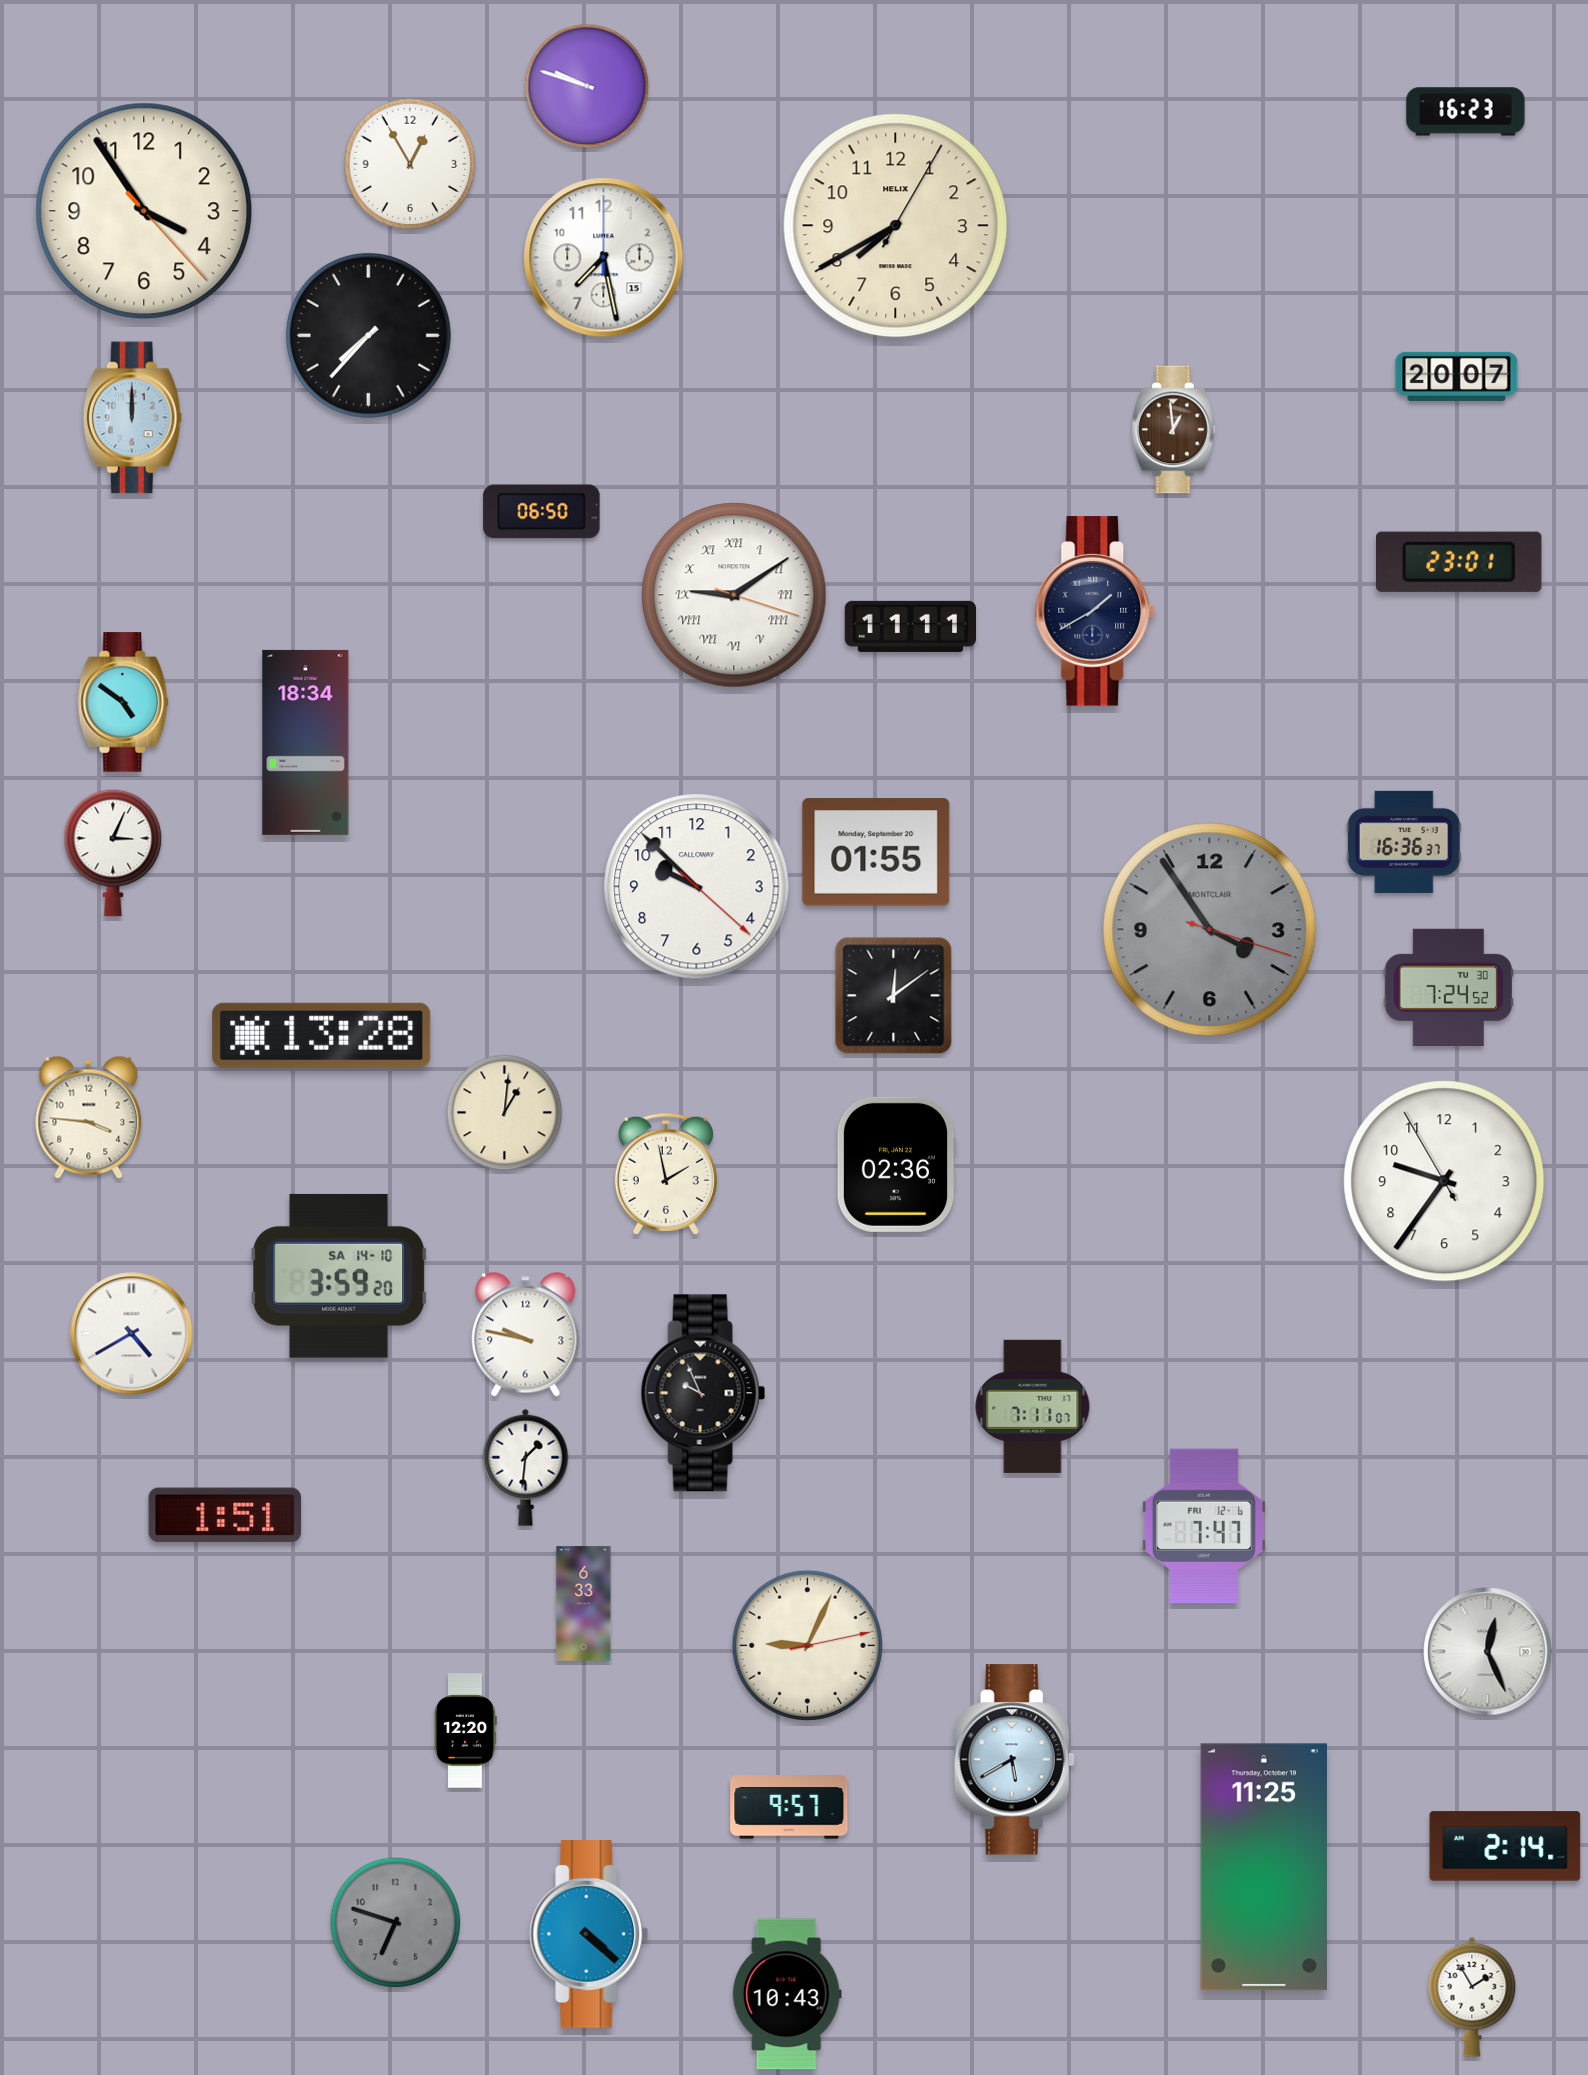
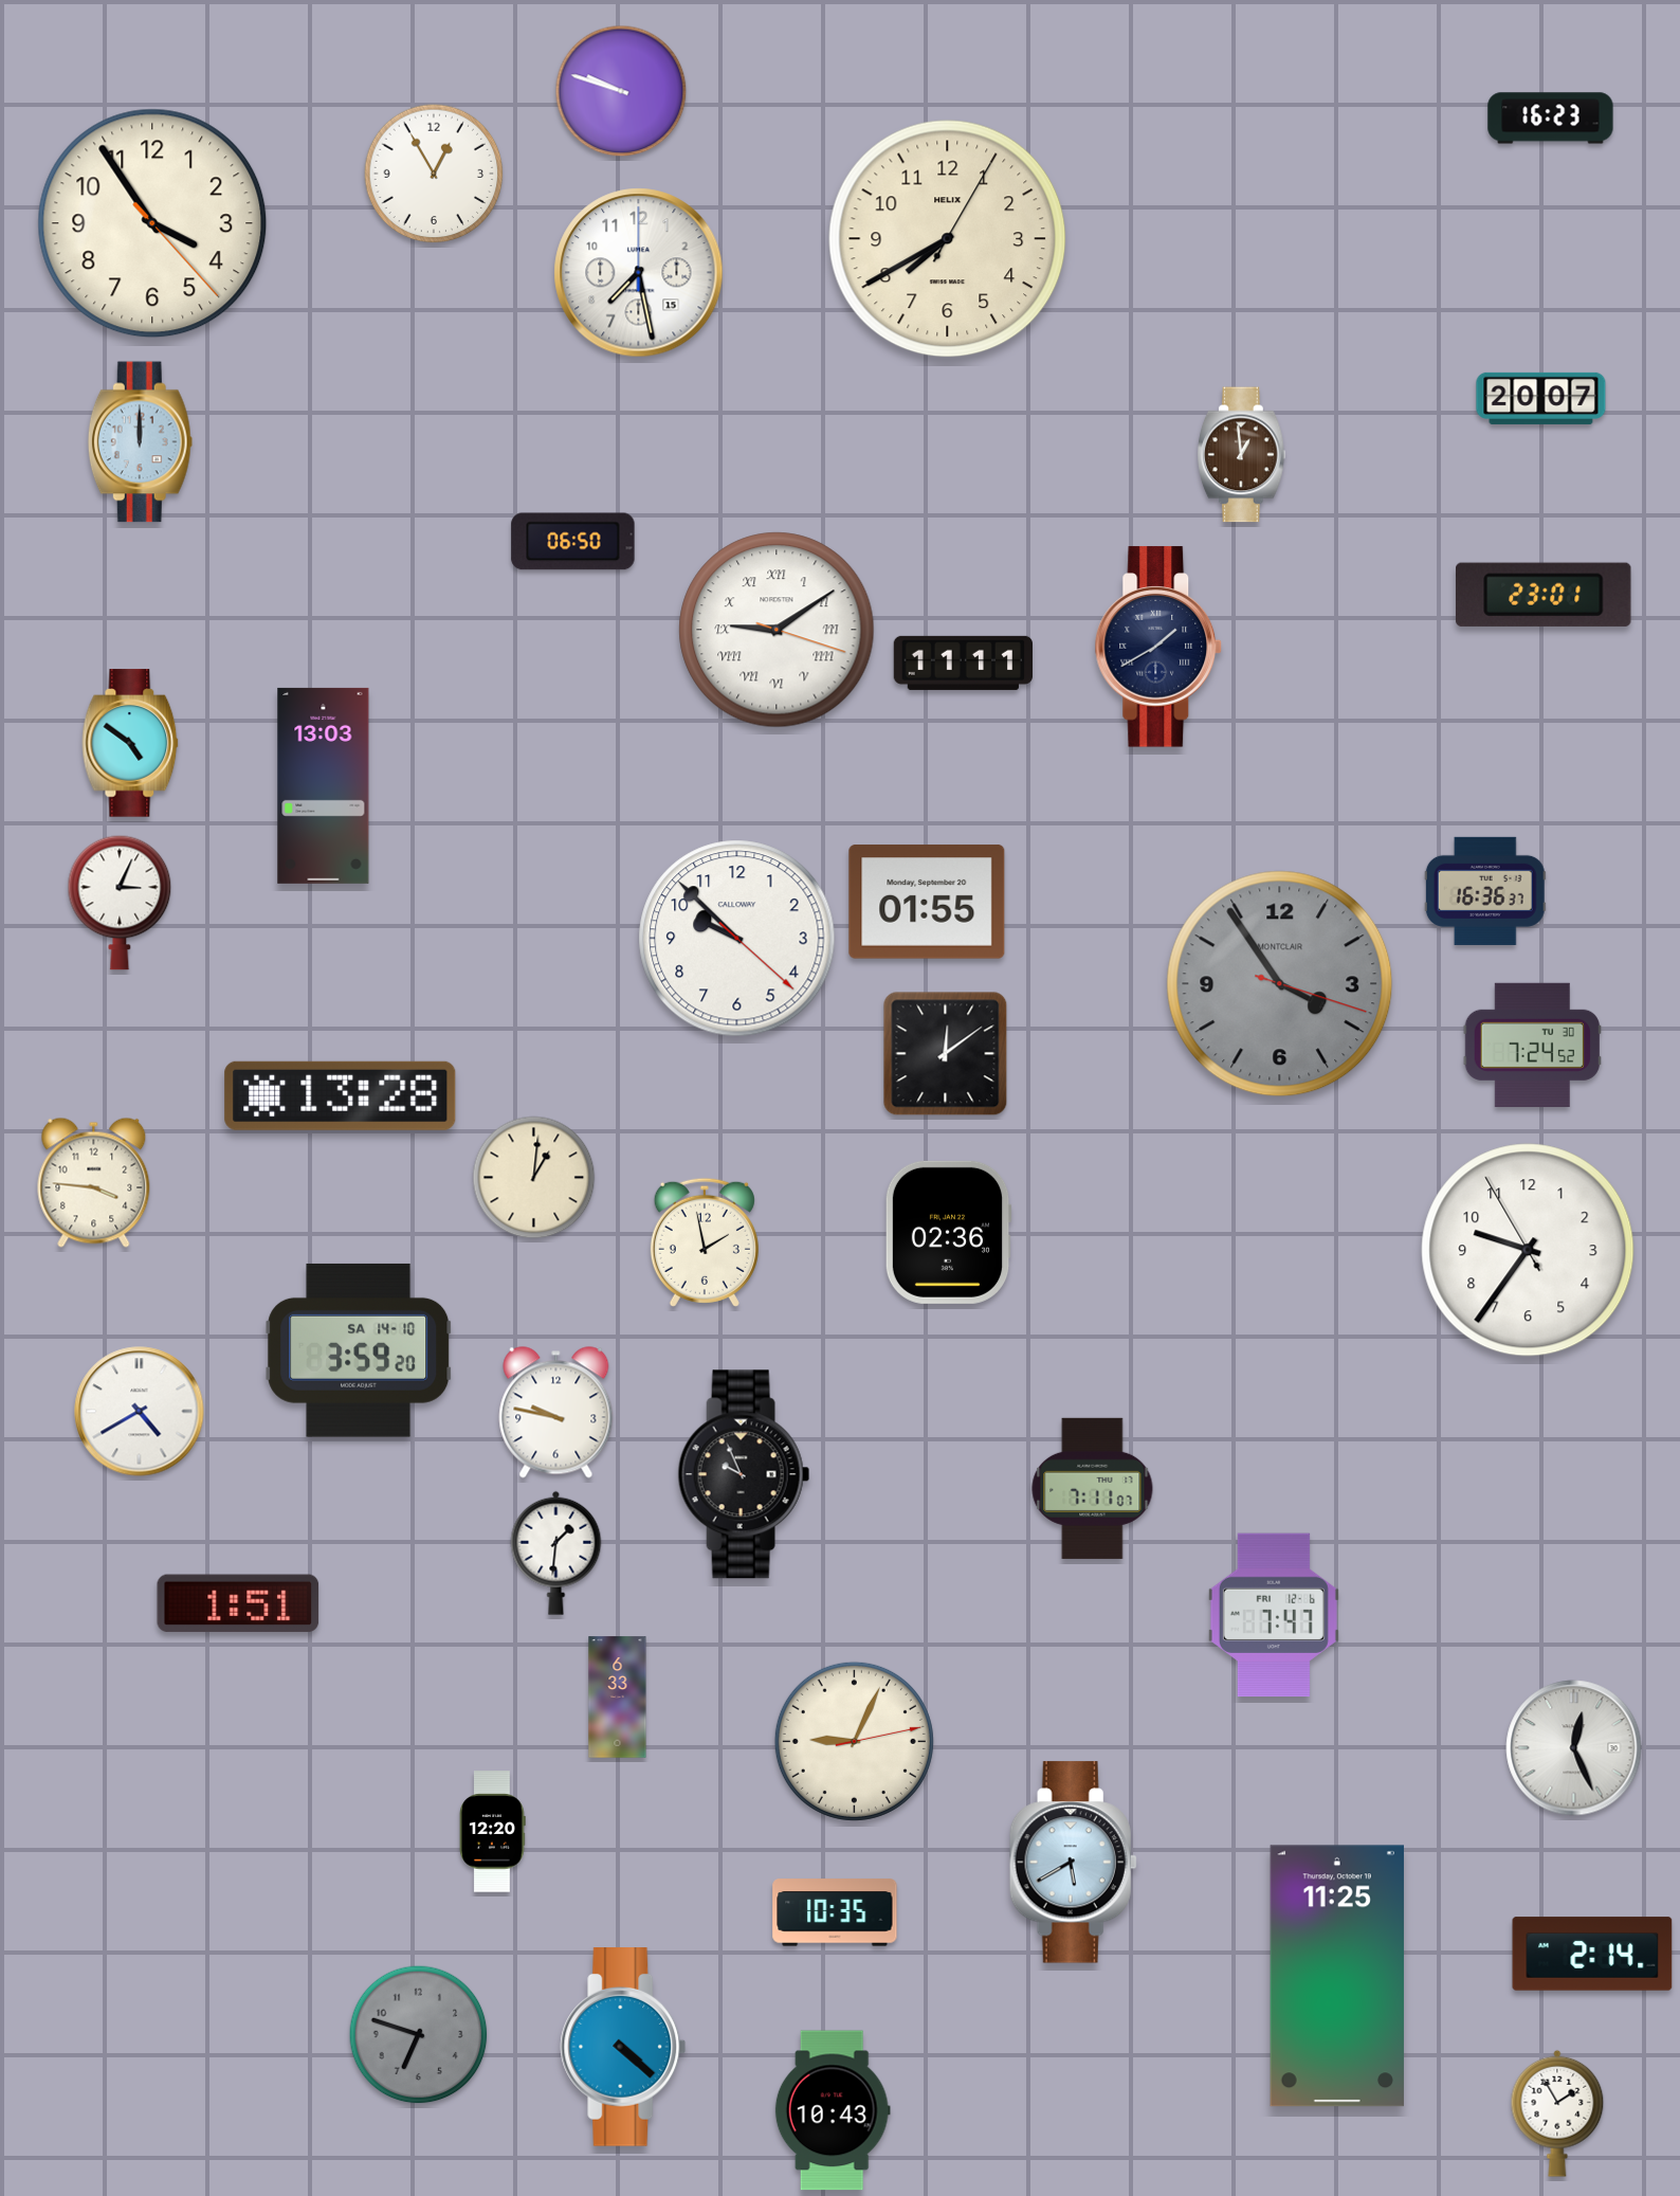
clock at (368, 335): 7:37 -> none
clock at (306, 742): 18:34 -> 13:03
clock at (789, 1807): 9:57 -> 10:35
